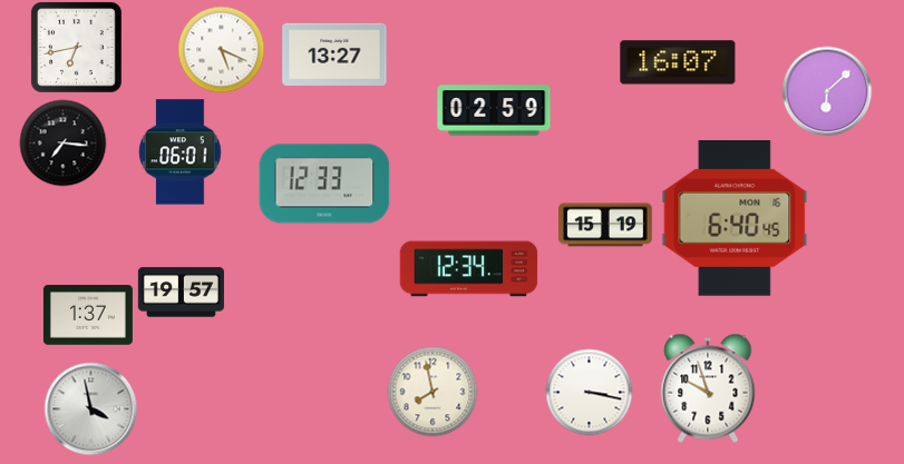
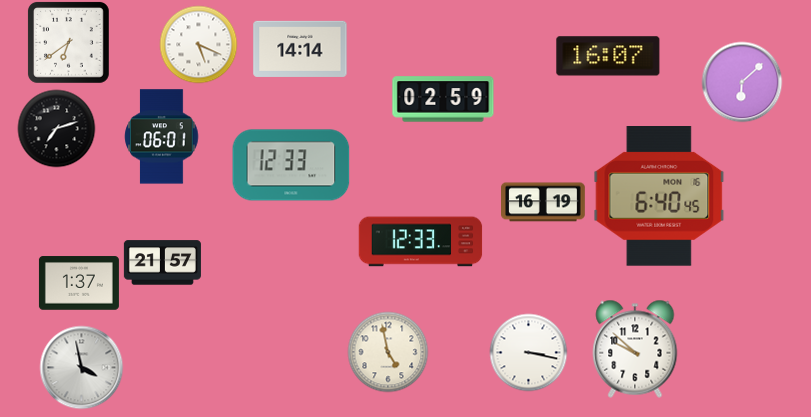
clock at (76, 47): 6:43 -> 6:39
clock at (334, 55): 13:27 -> 14:14
clock at (62, 142): 7:16 -> 7:12
clock at (606, 225): 15:19 -> 16:19
clock at (469, 269): 12:34 -> 12:33
clock at (181, 293): 19:57 -> 21:57
clock at (708, 388): 9:57 -> 9:52
clock at (432, 392): 7:58 -> 4:58
